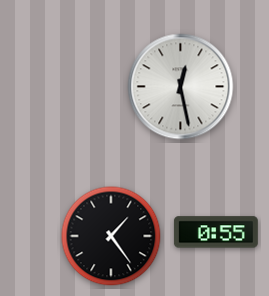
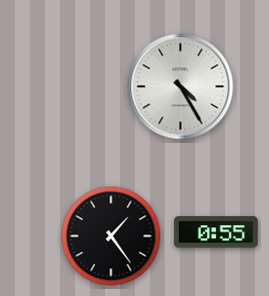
clock at (181, 87): 12:28 -> 4:25
